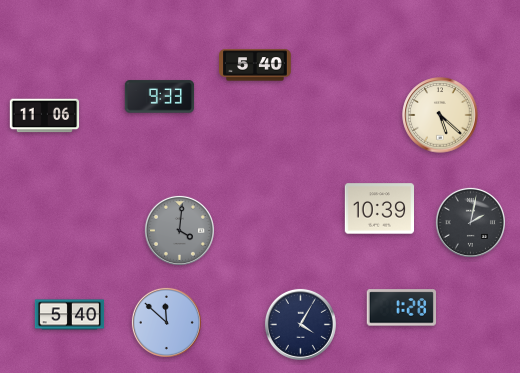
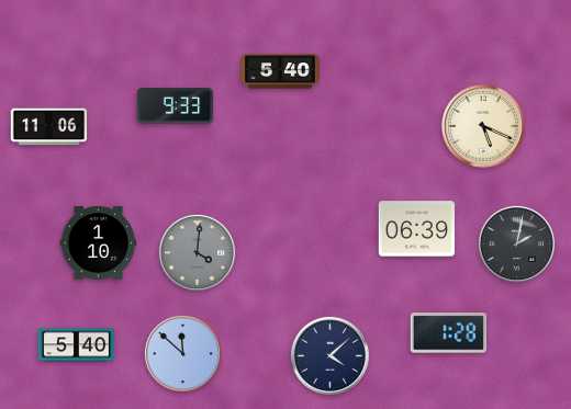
clock at (440, 115): 5:22 -> 5:19
clock at (380, 209): 10:39 -> 06:39
clock at (99, 243): none -> 1:10
clock at (401, 308) position: (401, 308) -> (448, 333)
clock at (300, 324): 4:05 -> 4:08
